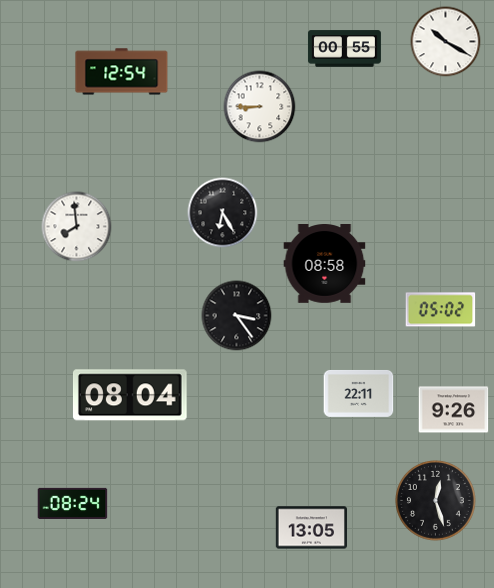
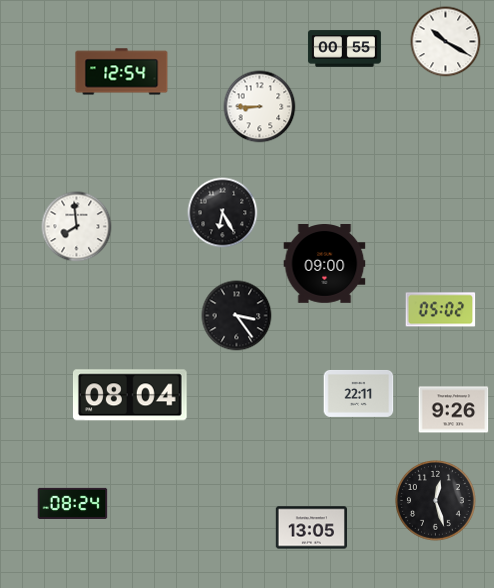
clock at (325, 264): 08:58 -> 09:00
